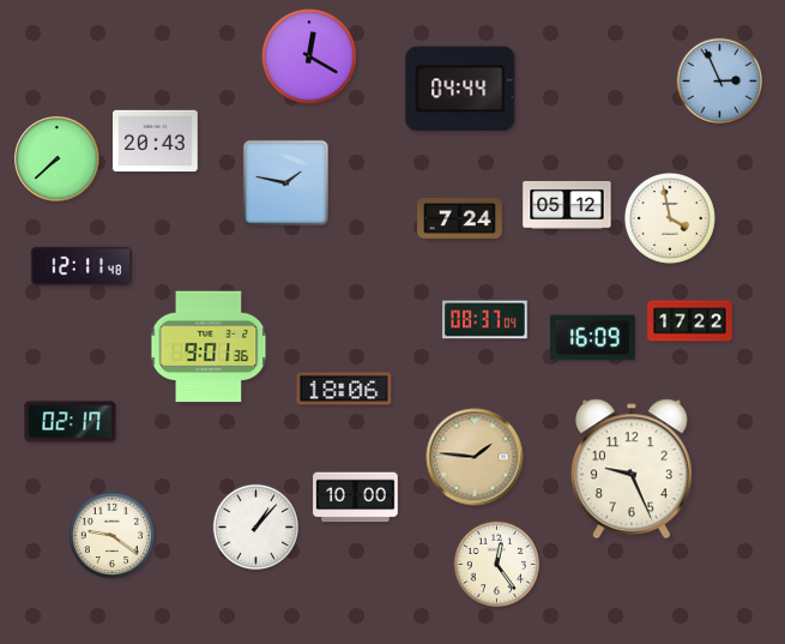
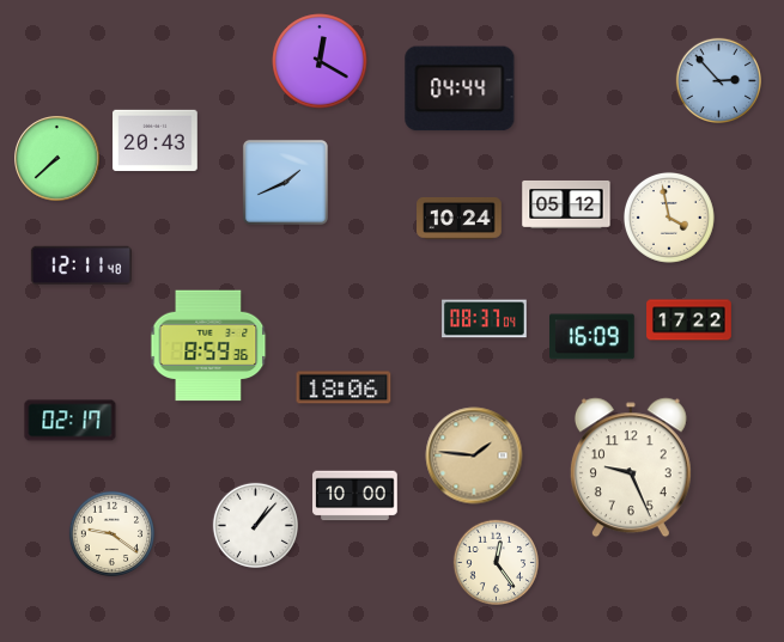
clock at (309, 56) position: (309, 56) -> (320, 61)
clock at (719, 80): 2:56 -> 2:53
clock at (285, 182): 1:47 -> 1:41
clock at (460, 219): 7:24 -> 10:24
clock at (209, 347): 9:01 -> 8:59
